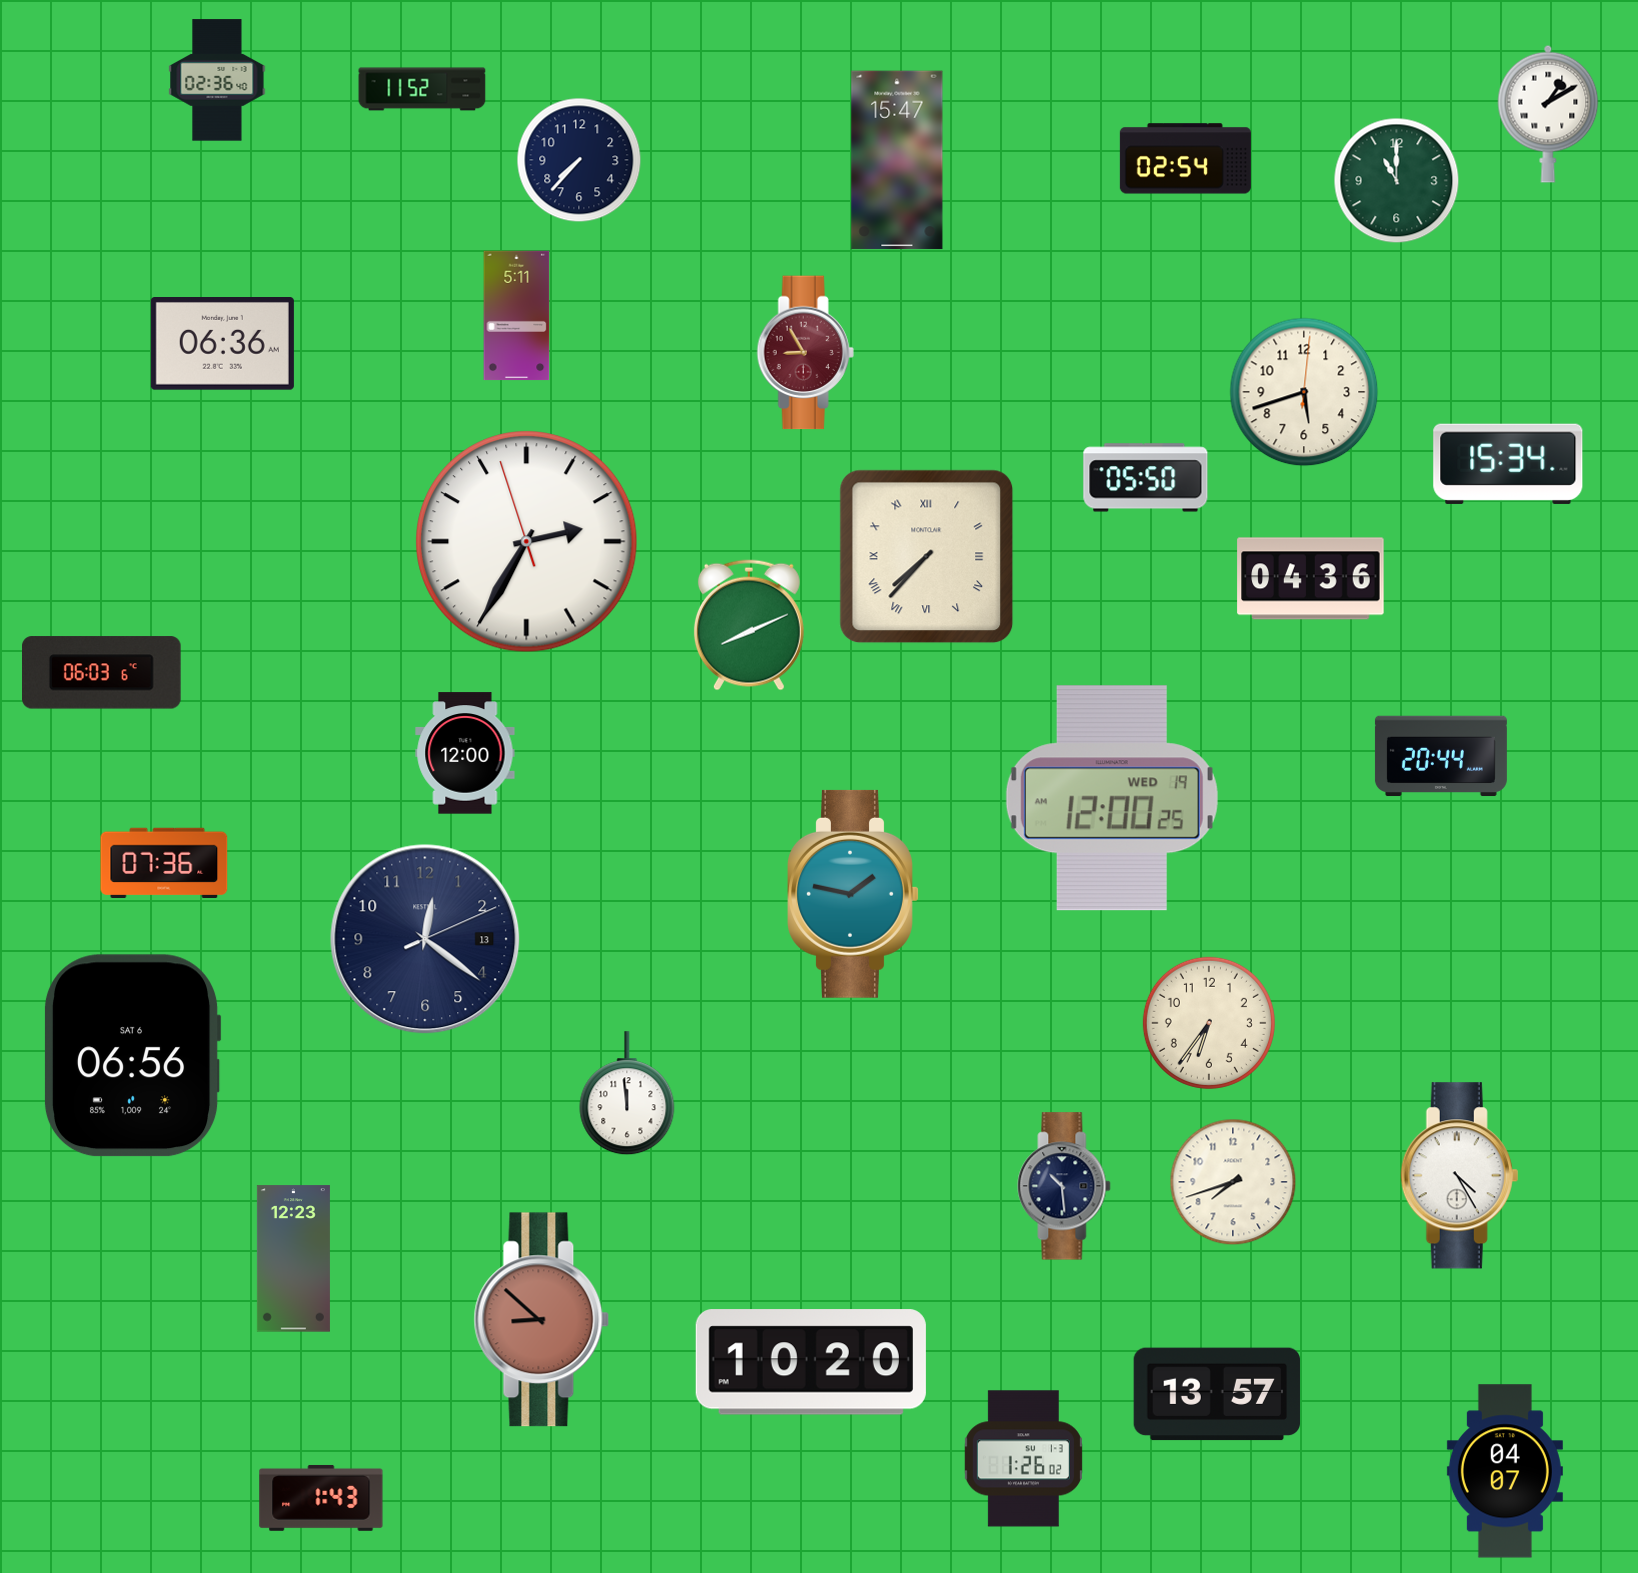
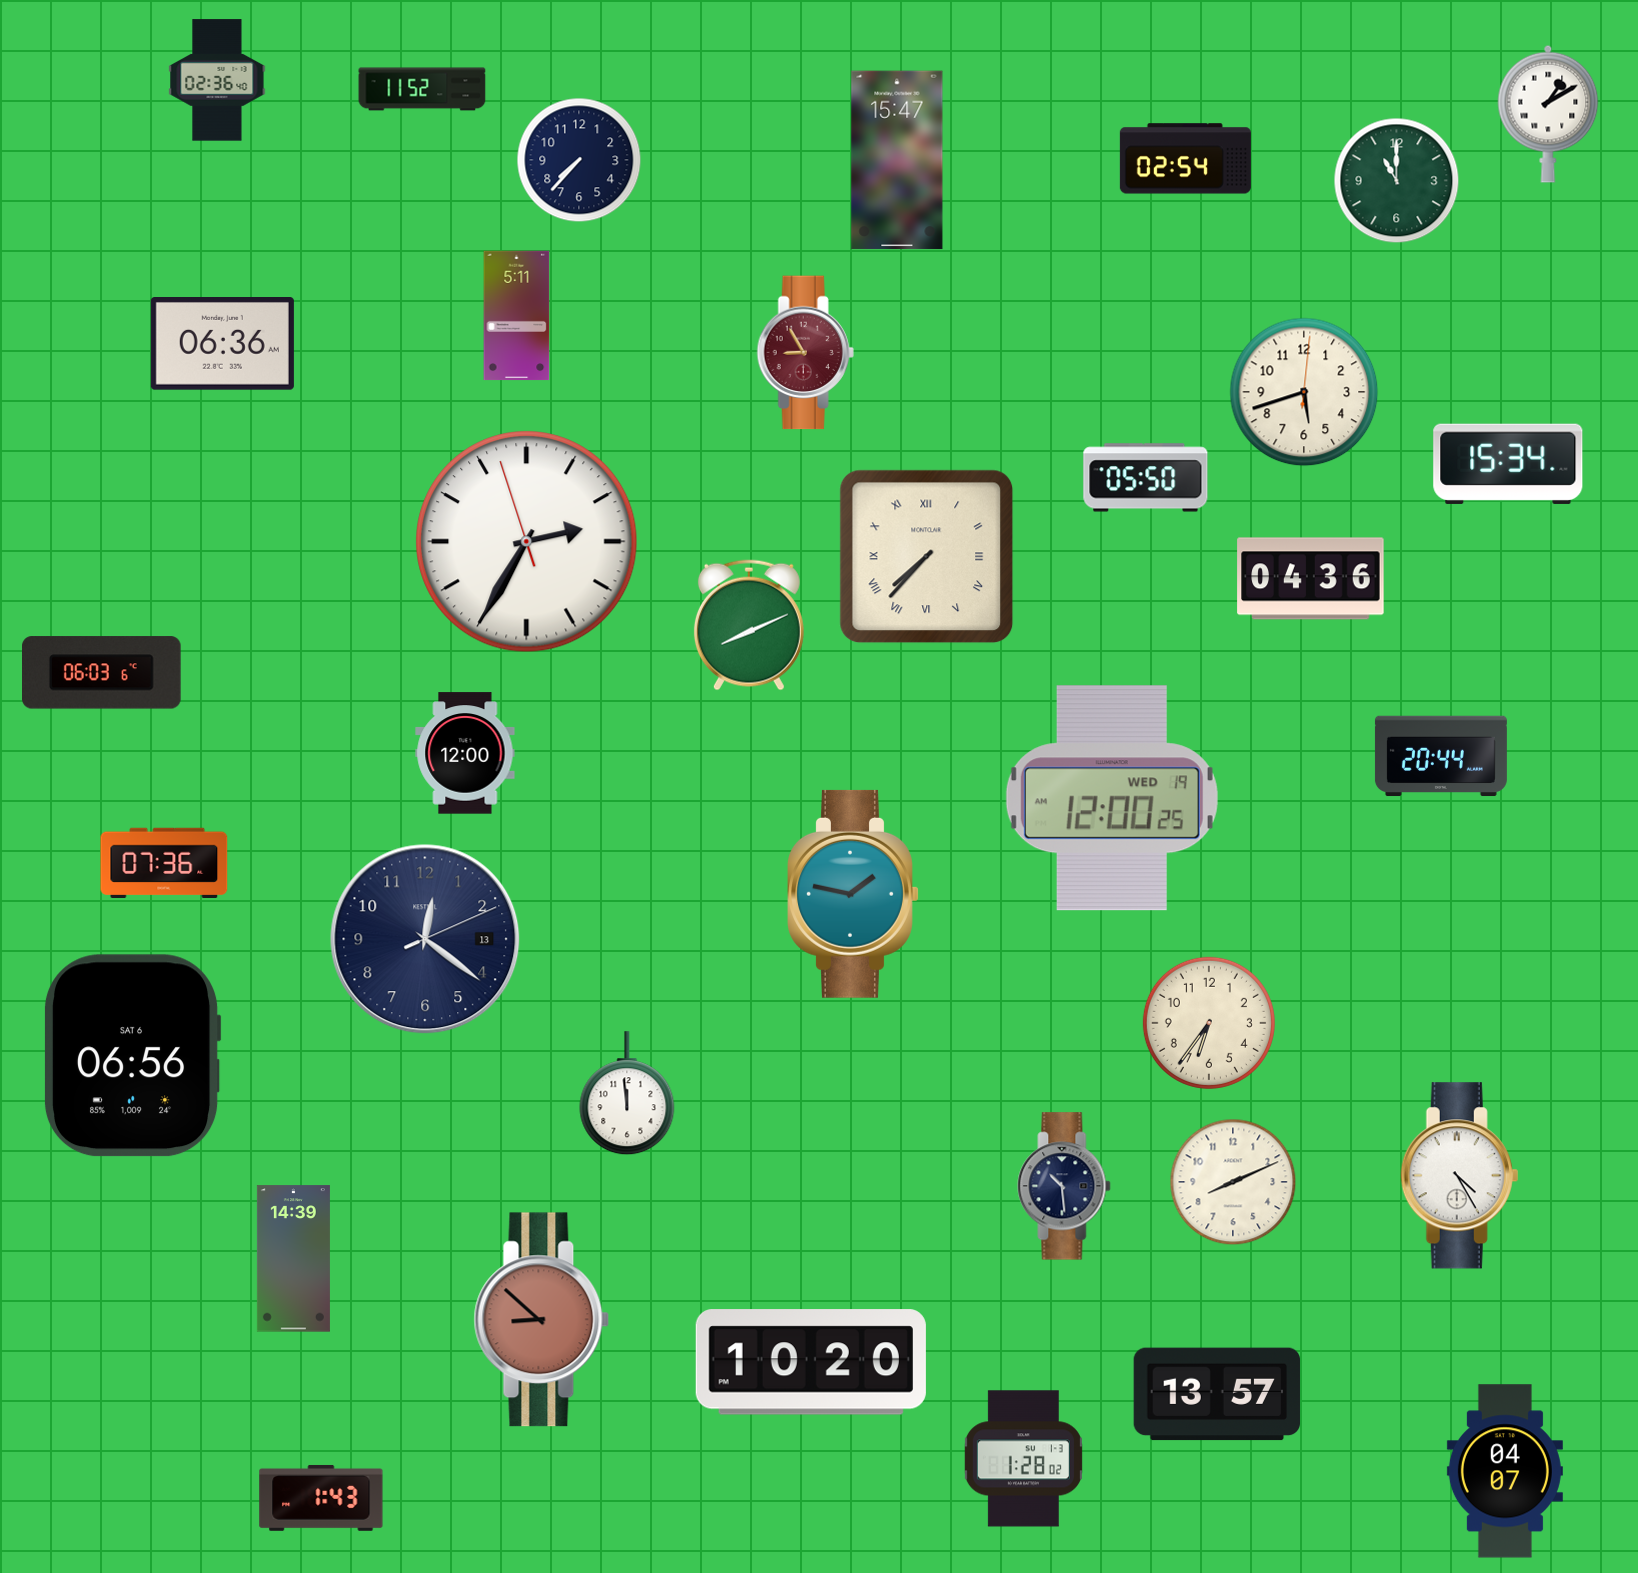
clock at (1233, 1182): 7:42 -> 8:11
clock at (293, 1259): 12:23 -> 14:39
clock at (1023, 1459): 1:26 -> 1:28
